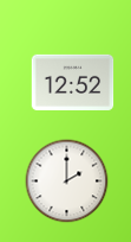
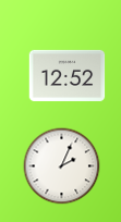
clock at (67, 181): 2:00 -> 2:04
